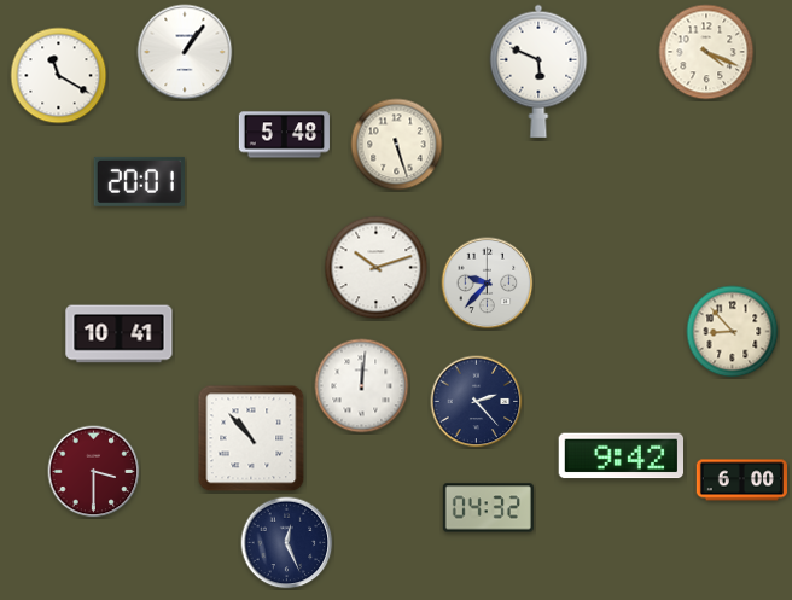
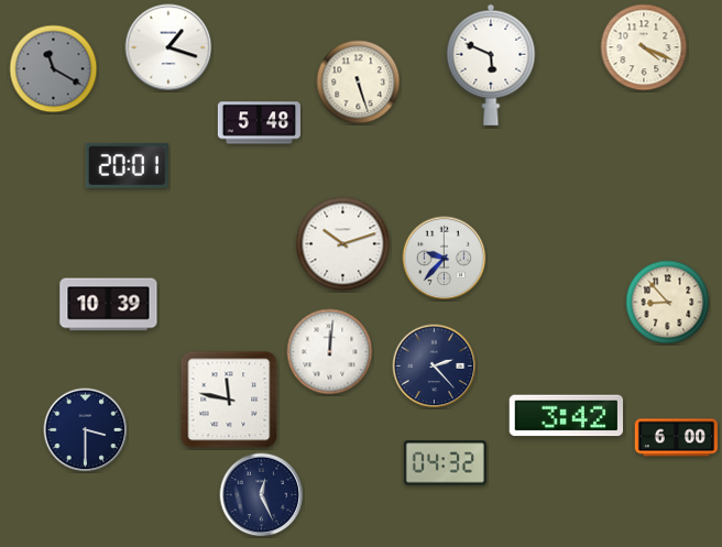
clock at (185, 52): 1:06 -> 1:18
clock at (59, 76) dial: white -> grey
clock at (397, 145) position: (397, 145) -> (359, 83)
clock at (120, 334): 10:41 -> 10:39
clock at (251, 438): 10:53 -> 11:47
clock at (622, 456): 9:42 -> 3:42
clock at (94, 472) dial: burgundy -> navy
